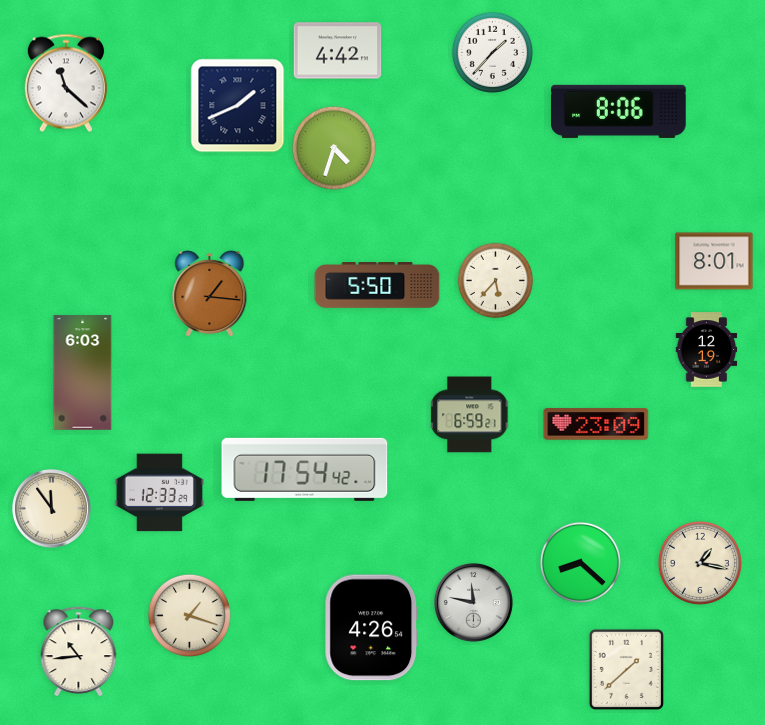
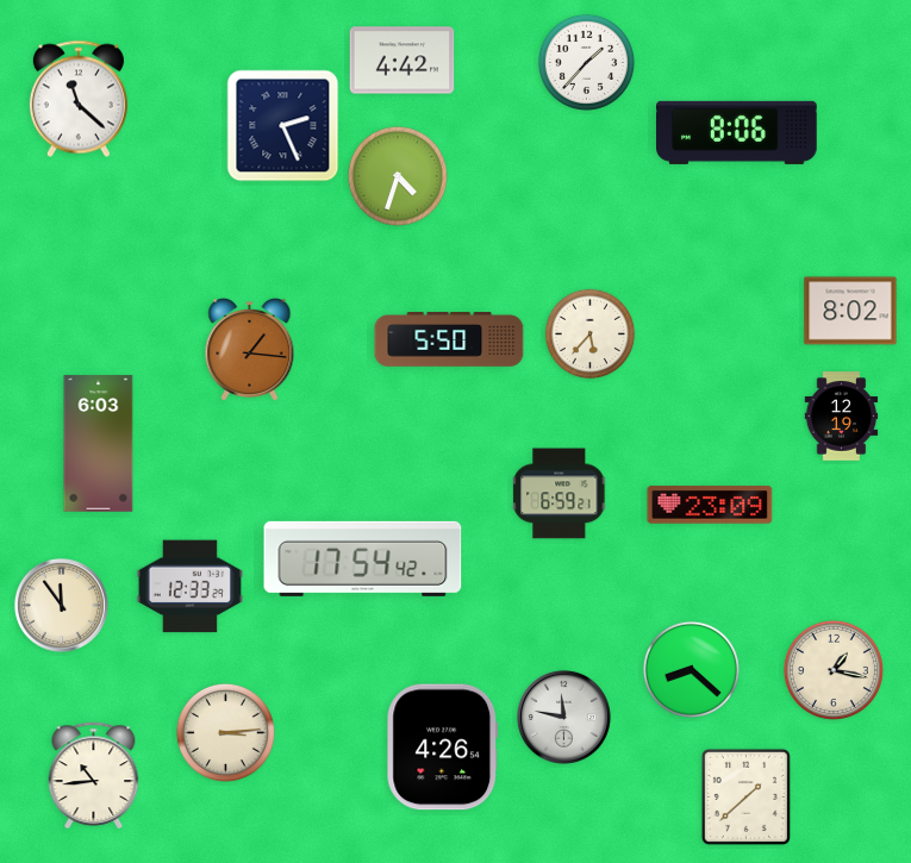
clock at (238, 106): 1:41 -> 2:26
clock at (714, 261): 8:01 -> 8:02
clock at (189, 615): 1:18 -> 3:14
